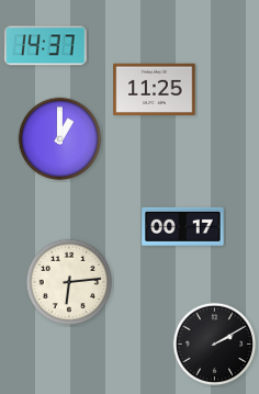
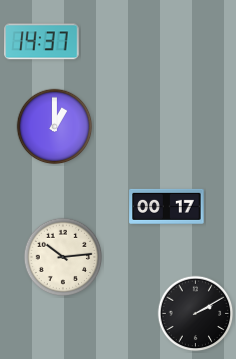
clock at (155, 90): 11:25 -> none
clock at (69, 282): 6:14 -> 10:14
